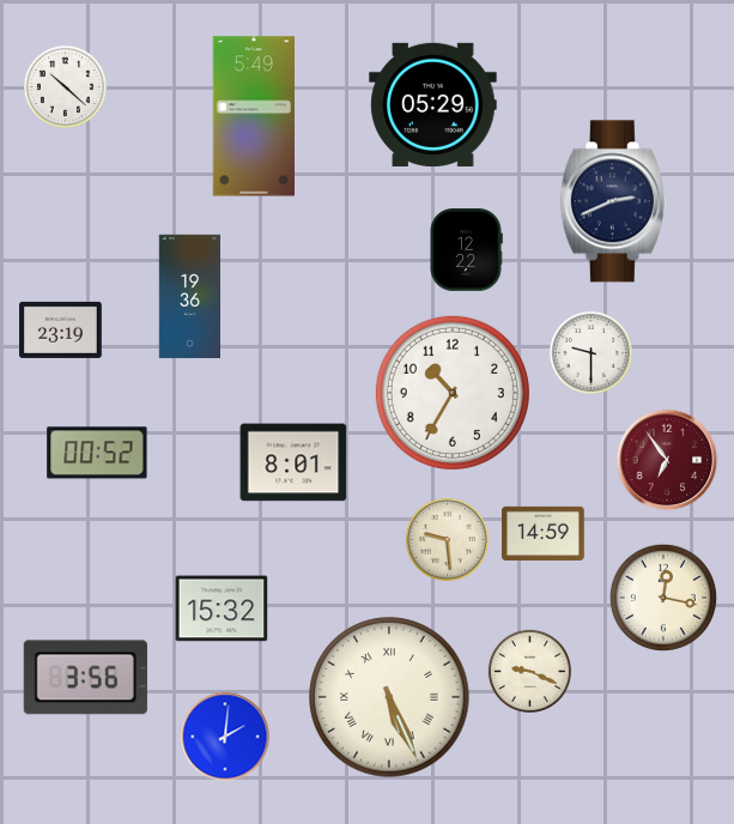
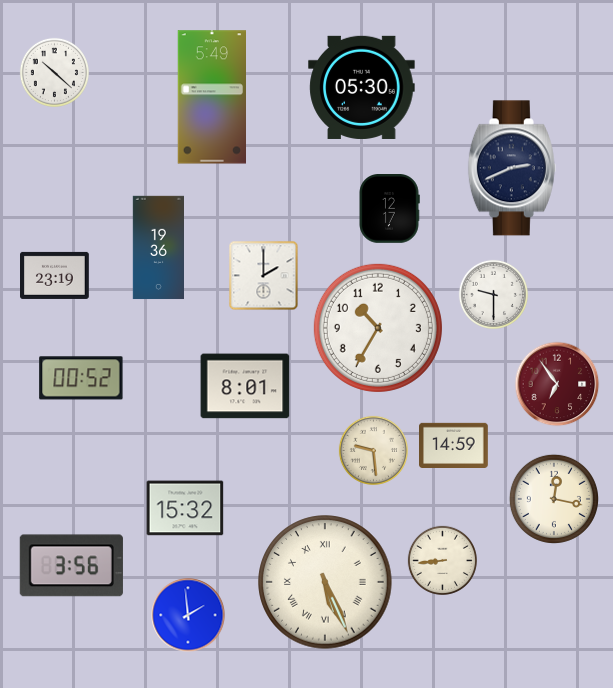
clock at (433, 104): 05:29 -> 05:30
clock at (466, 250): 12:22 -> 12:17
clock at (61, 329) position: (61, 329) -> (55, 275)
clock at (264, 276): none -> 2:00
clock at (529, 671): 9:19 -> 8:44
clock at (225, 737): 2:01 -> 1:59
